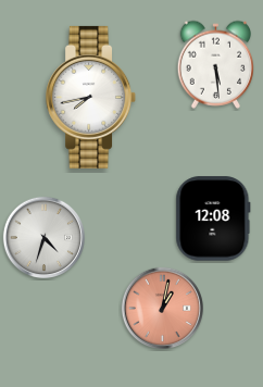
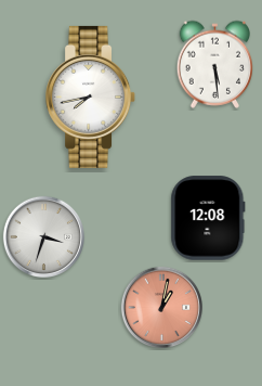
clock at (213, 219) position: (213, 219) -> (208, 218)
clock at (43, 237): 4:33 -> 3:33
